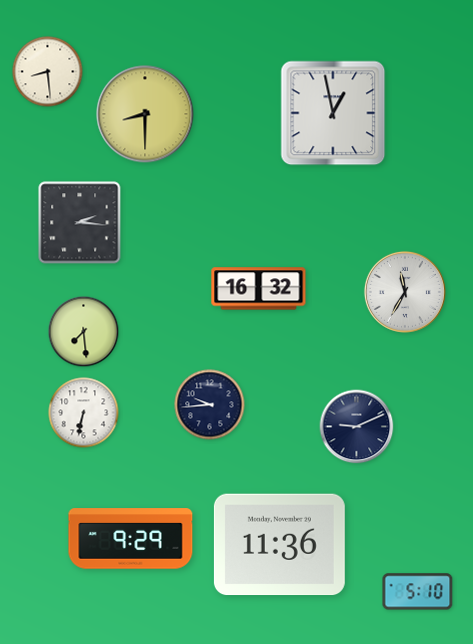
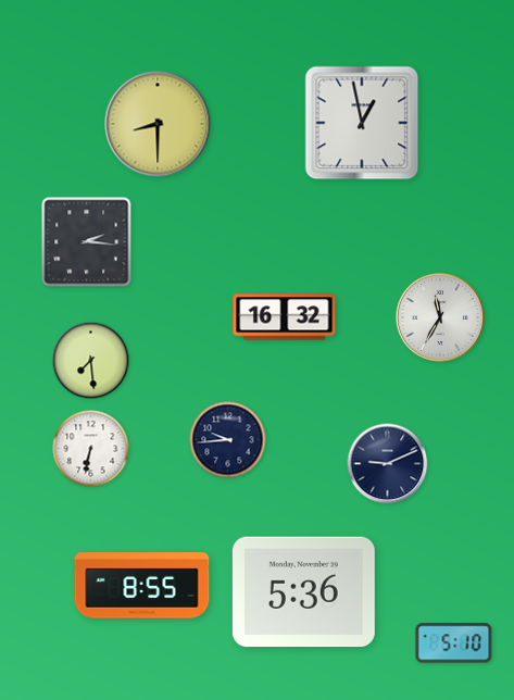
clock at (48, 72): 8:29 -> none
clock at (259, 289) position: (259, 289) -> (285, 317)
clock at (131, 539): 9:29 -> 8:55
clock at (279, 545): 11:36 -> 5:36
